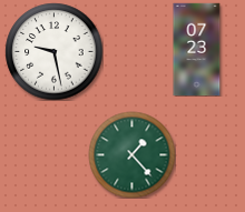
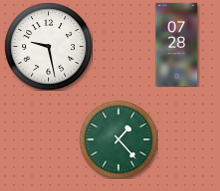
clock at (197, 49): 07:23 -> 07:28
